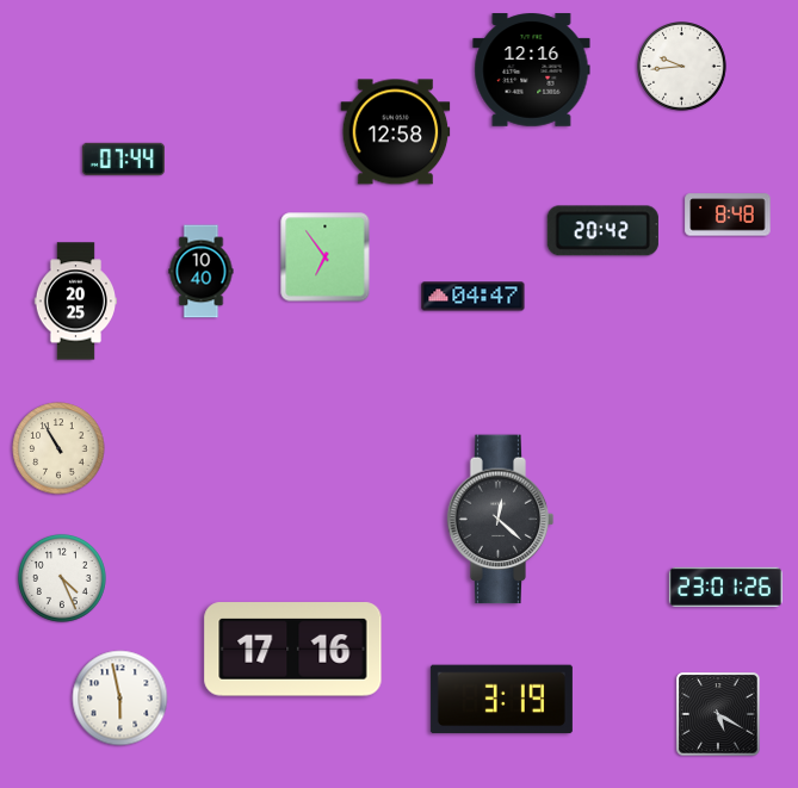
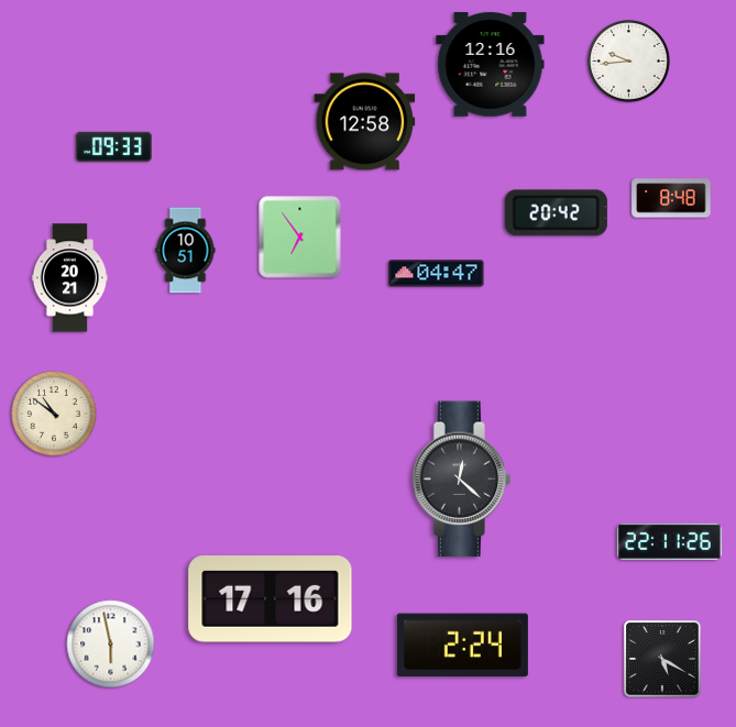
clock at (123, 159): 07:44 -> 09:33
clock at (202, 272): 10:40 -> 10:51
clock at (75, 302): 20:25 -> 20:21
clock at (58, 448): 10:55 -> 10:51
clock at (62, 578): 4:26 -> none
clock at (725, 587): 23:01 -> 22:11
clock at (501, 700): 3:19 -> 2:24
